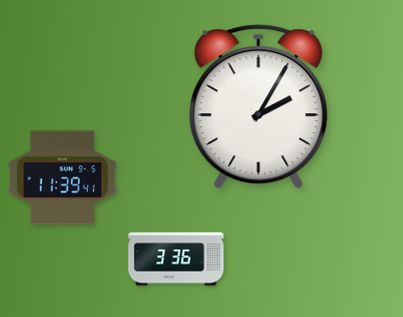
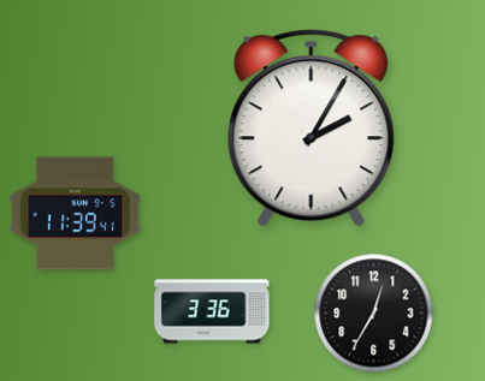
clock at (374, 314): none -> 12:35
